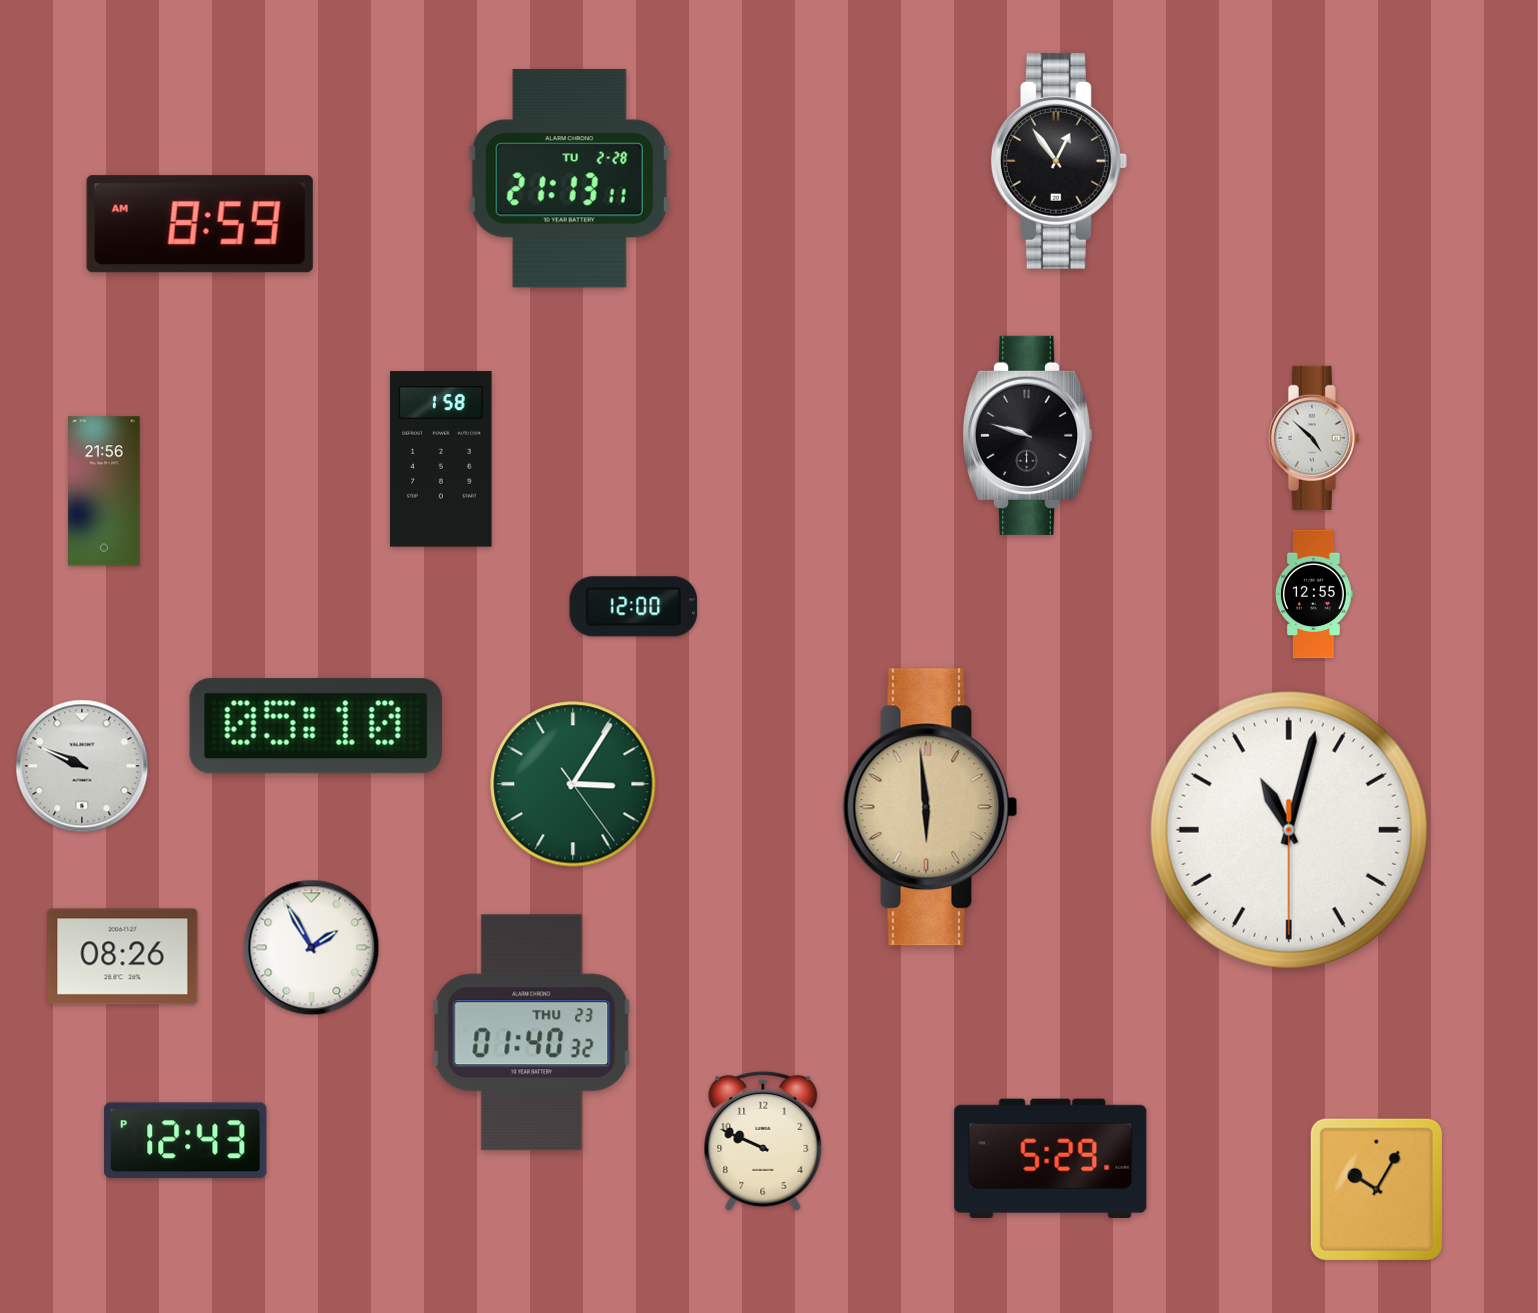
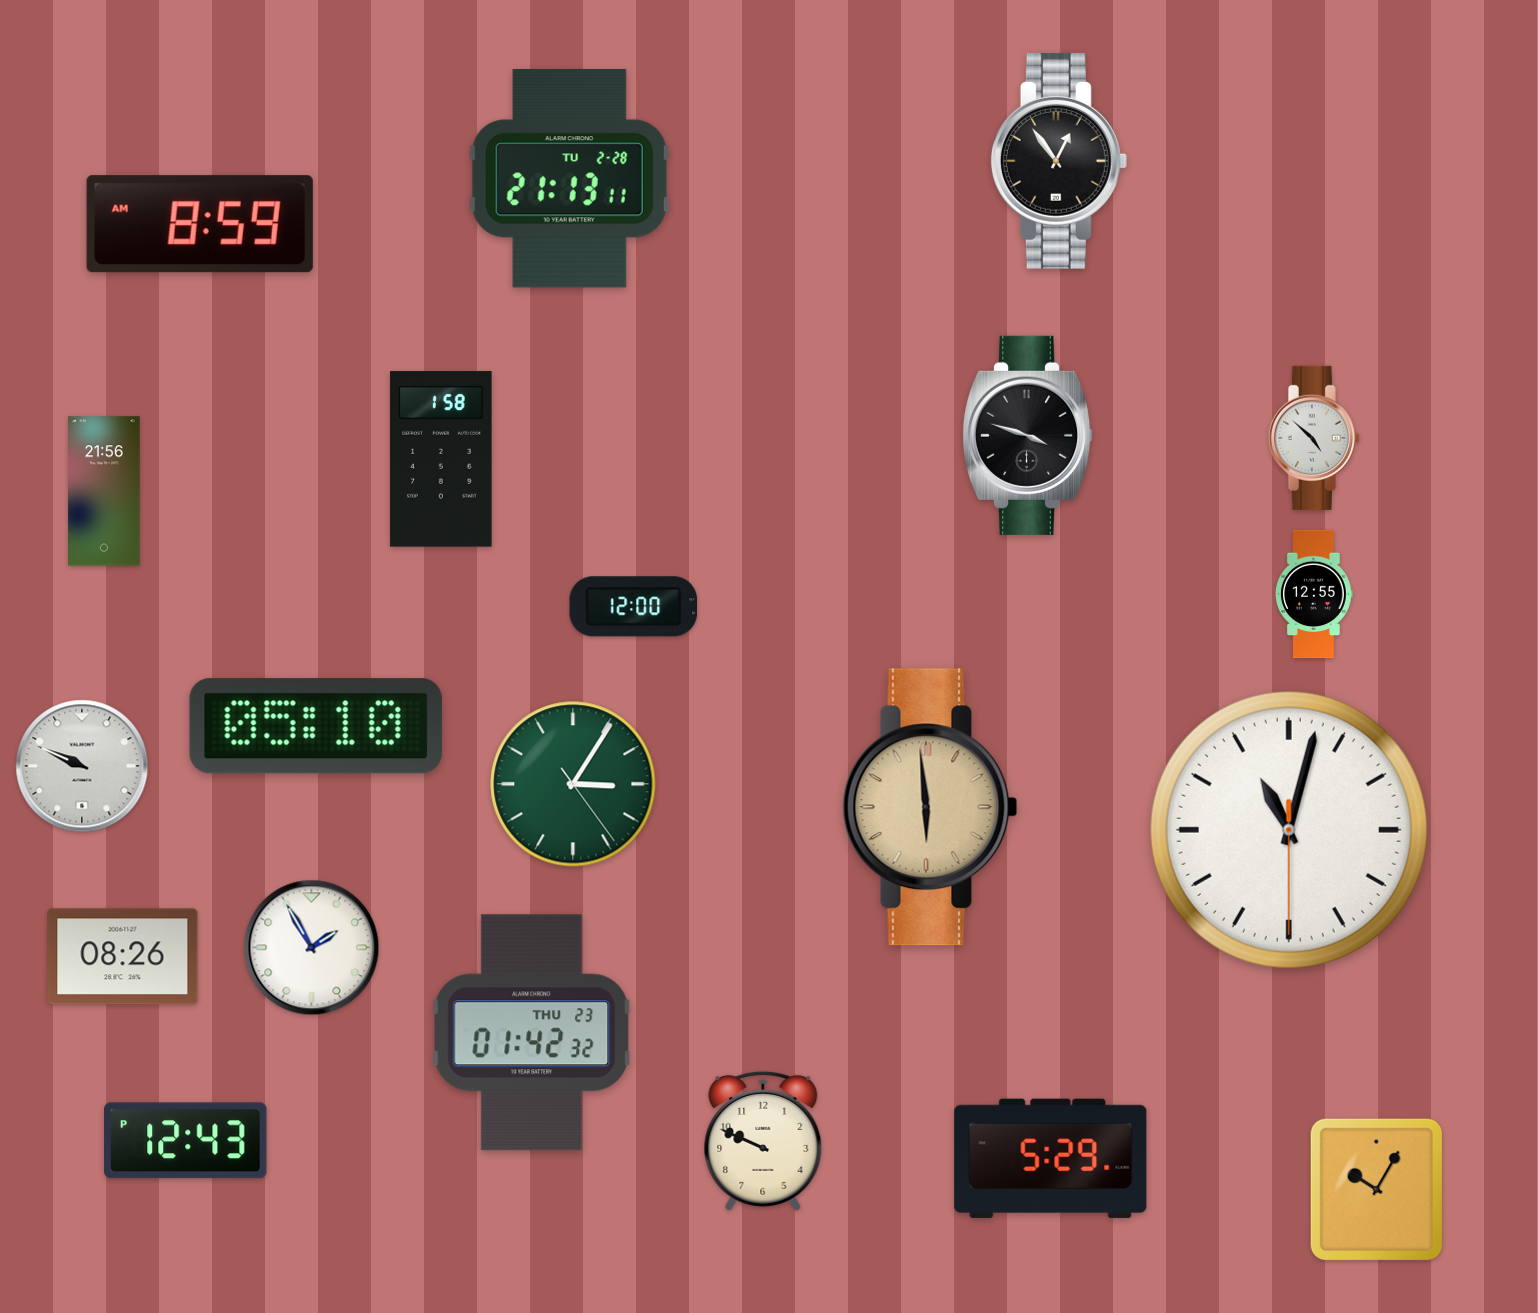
clock at (1028, 435): 9:48 -> 3:48
clock at (532, 1033): 01:40 -> 01:42
